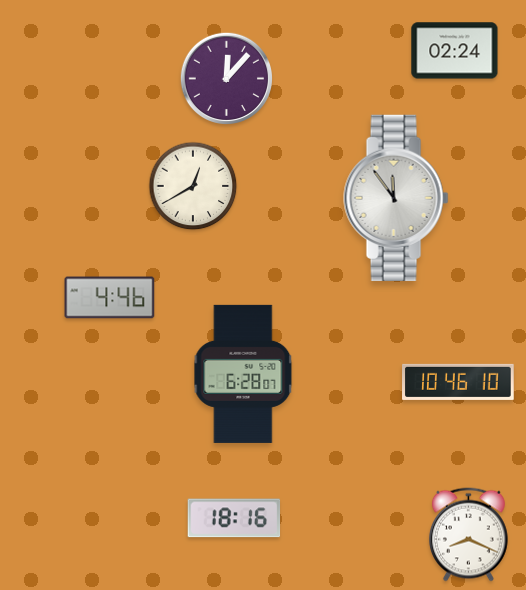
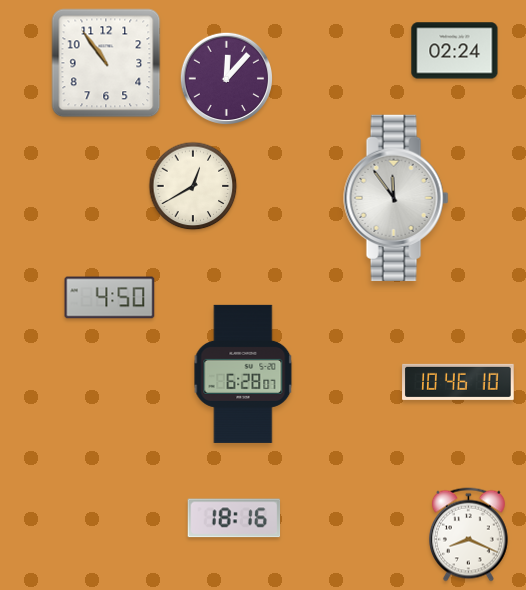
clock at (106, 63): none -> 10:54
clock at (110, 298): 4:46 -> 4:50
